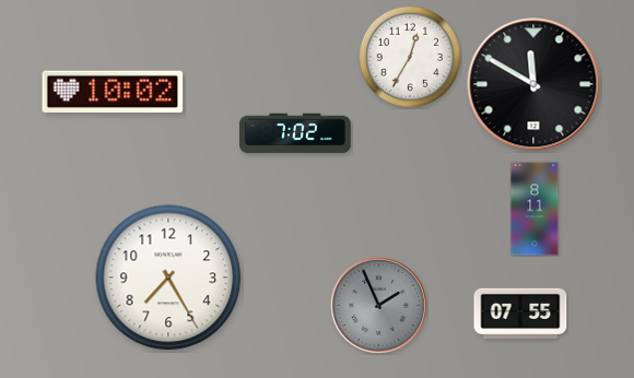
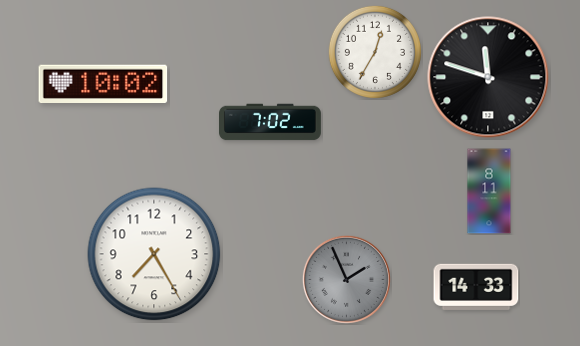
clock at (533, 84): 11:50 -> 11:48
clock at (520, 314): 07:55 -> 14:33
